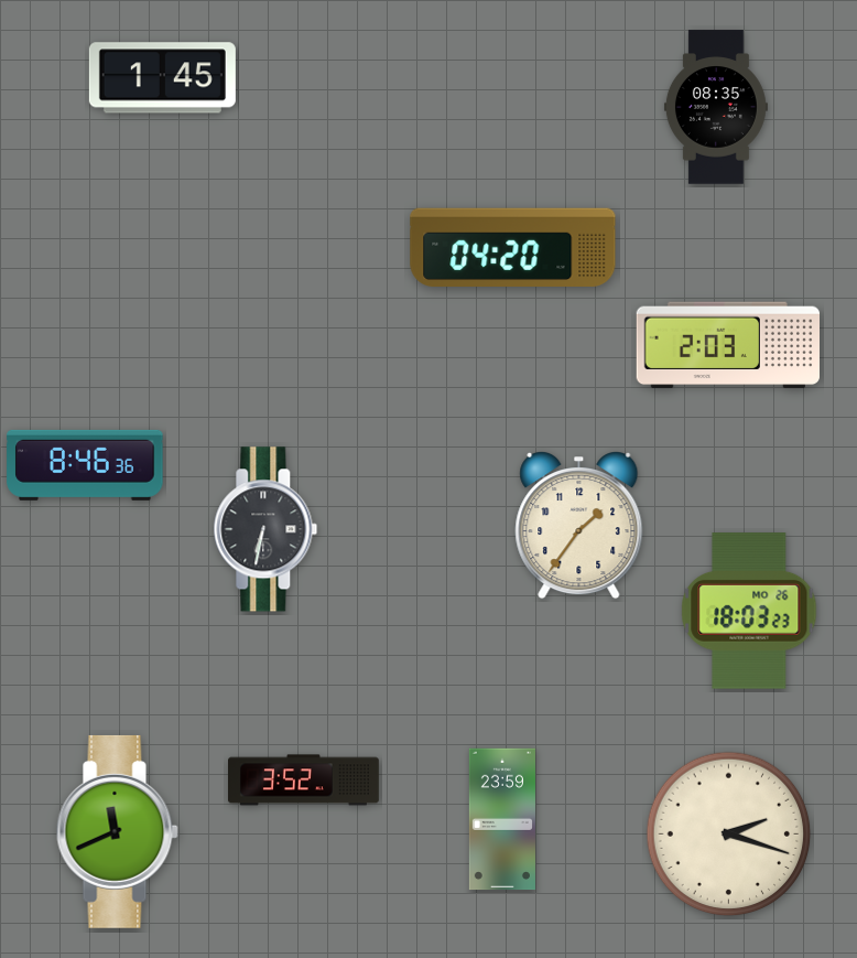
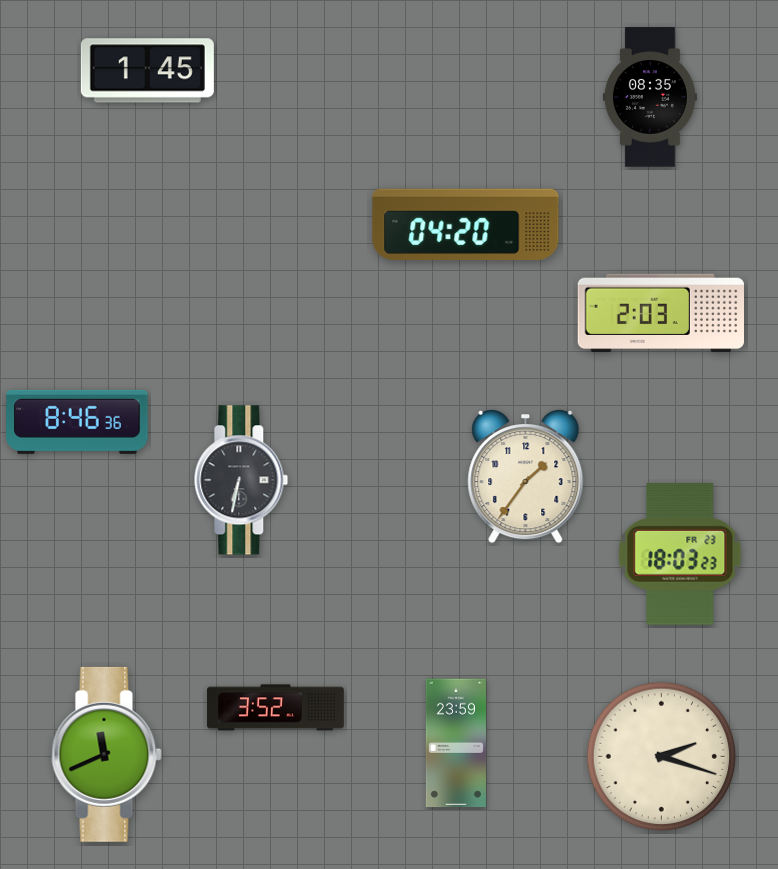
clock at (749, 611) date: MO 26 -> FR 23
